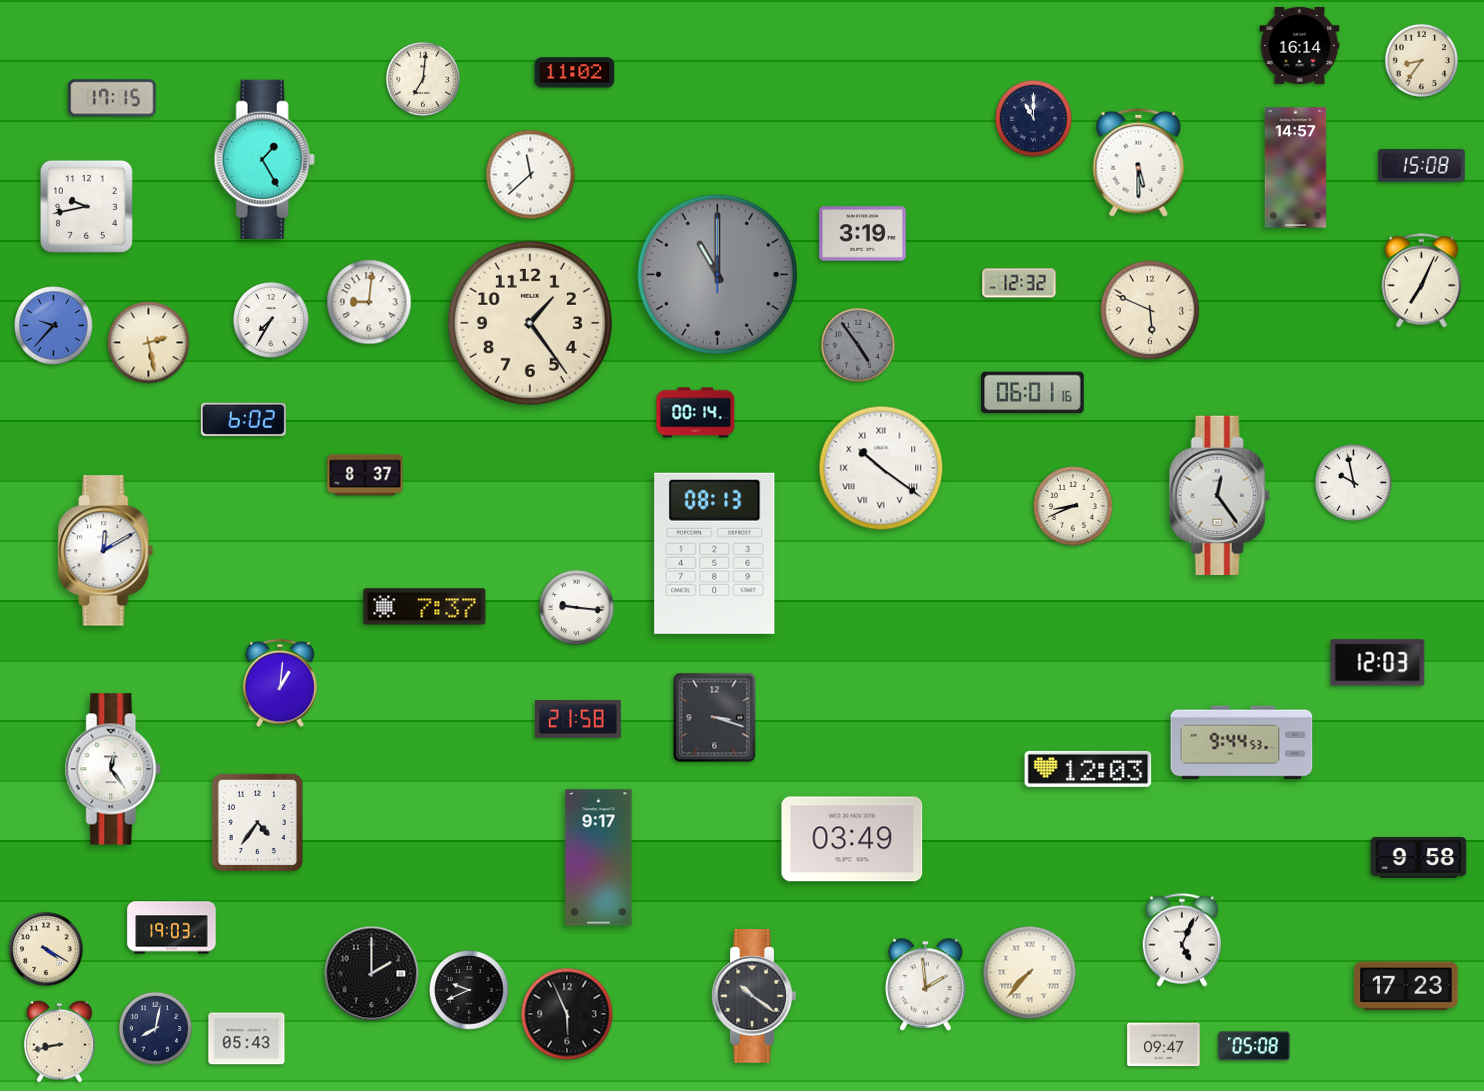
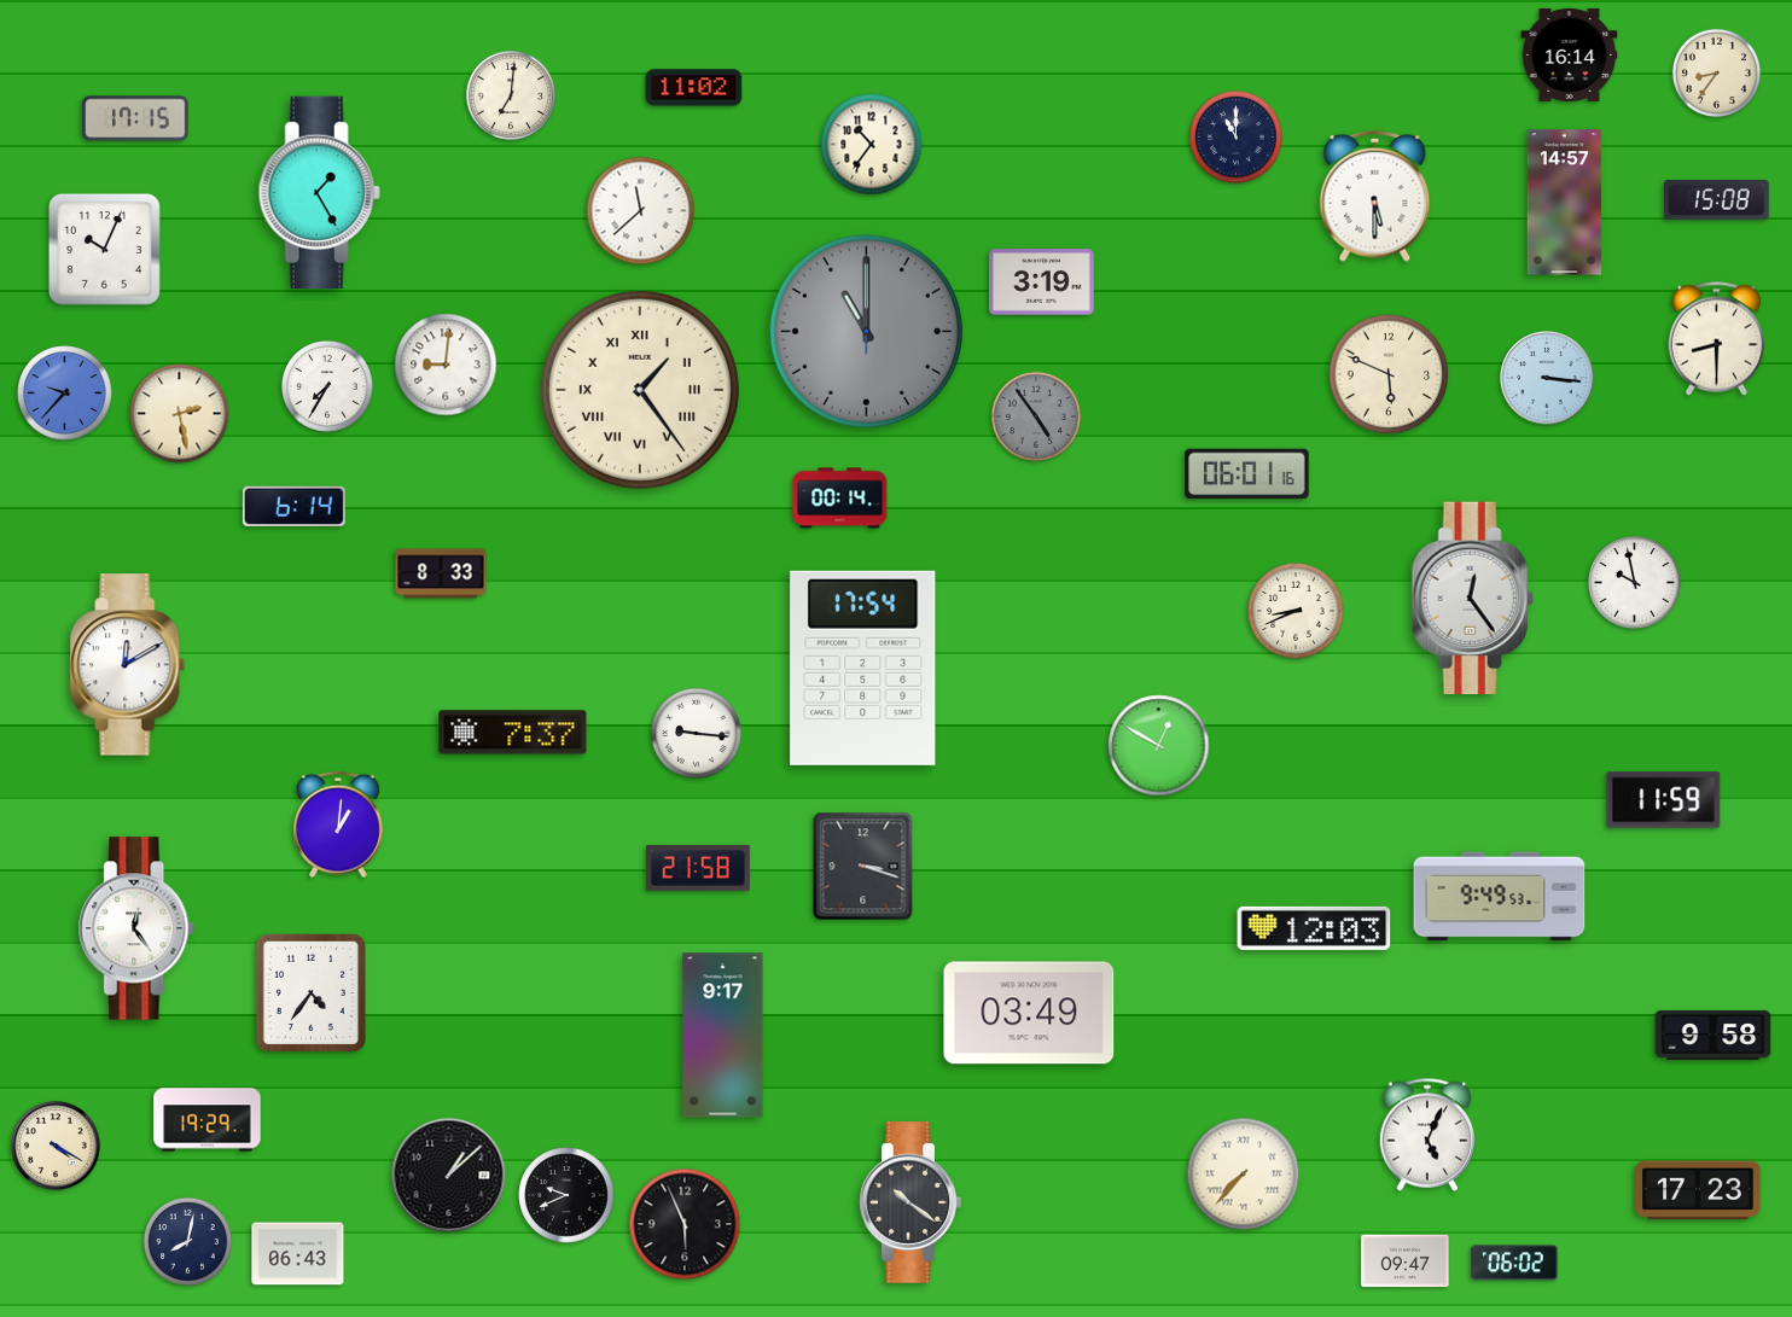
clock at (1034, 119) position: (1034, 119) -> (1237, 138)
clock at (872, 145): none -> 10:36
clock at (86, 206): 9:43 -> 10:04
clock at (1422, 281): 7:04 -> 8:30
clock at (1019, 283): 12:32 -> none
clock at (1547, 378): none -> 3:16
clock at (530, 323) numerals: Arabic -> Roman
clock at (243, 419): 6:02 -> 6:14
clock at (881, 468): 10:21 -> none
clock at (365, 475): 8:37 -> 8:33
clock at (715, 553): 08:13 -> 17:54
clock at (1159, 746): none -> 12:50
clock at (1378, 663): 12:03 -> 11:59
clock at (1242, 743): 9:44 -> 9:49
clock at (172, 928): 19:03 -> 19:29
clock at (372, 974): 2:00 -> 1:08
clock at (926, 985): 1:59 -> none
clock at (247, 1039): 05:43 -> 06:43
clock at (60, 1041): 8:43 -> none
clock at (1254, 1046): 05:08 -> 06:02
